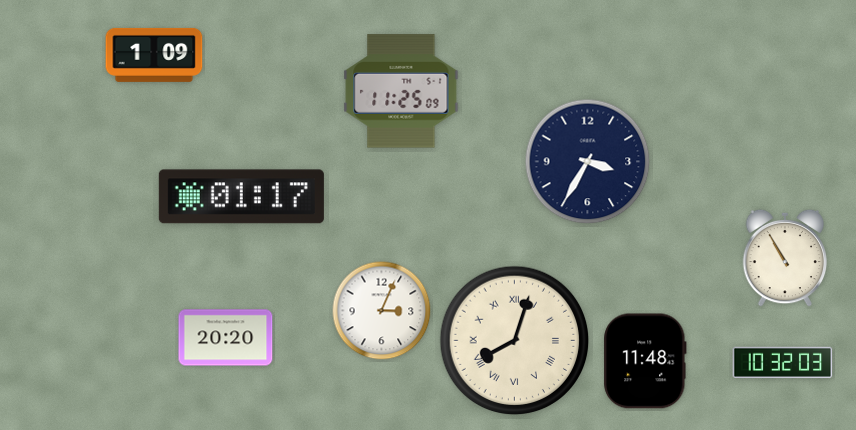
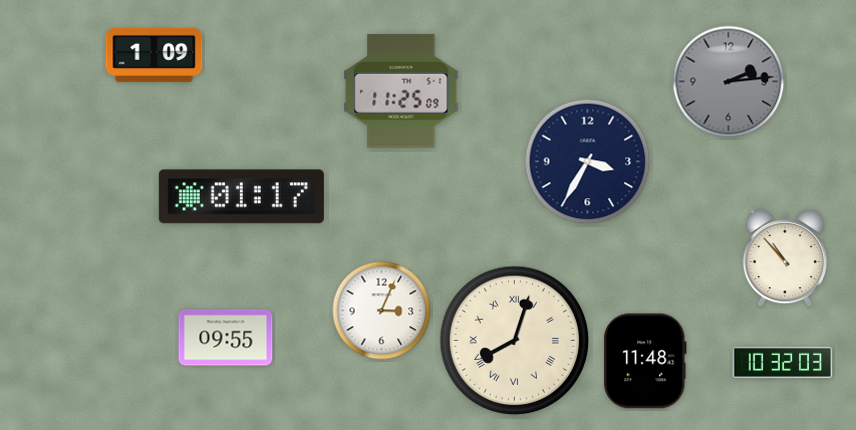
clock at (729, 82): none -> 2:14
clock at (785, 258): 10:55 -> 10:53
clock at (226, 338): 20:20 -> 09:55
